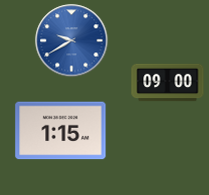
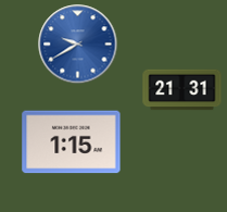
clock at (168, 83): 09:00 -> 21:31
clock at (61, 131) position: (61, 131) -> (72, 142)
